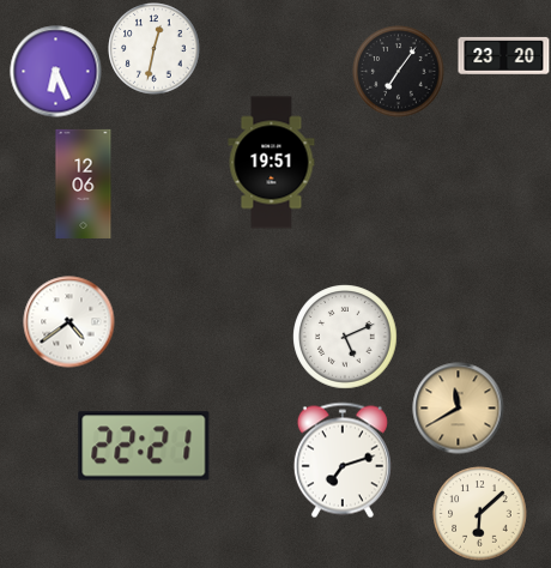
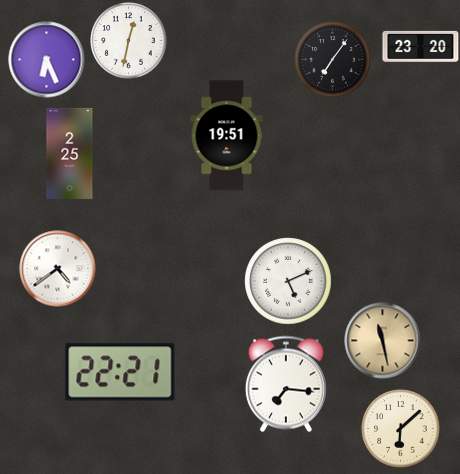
clock at (84, 183): 12:06 -> 2:25
clock at (459, 409): 11:40 -> 11:28
clock at (343, 460): 7:12 -> 7:16
